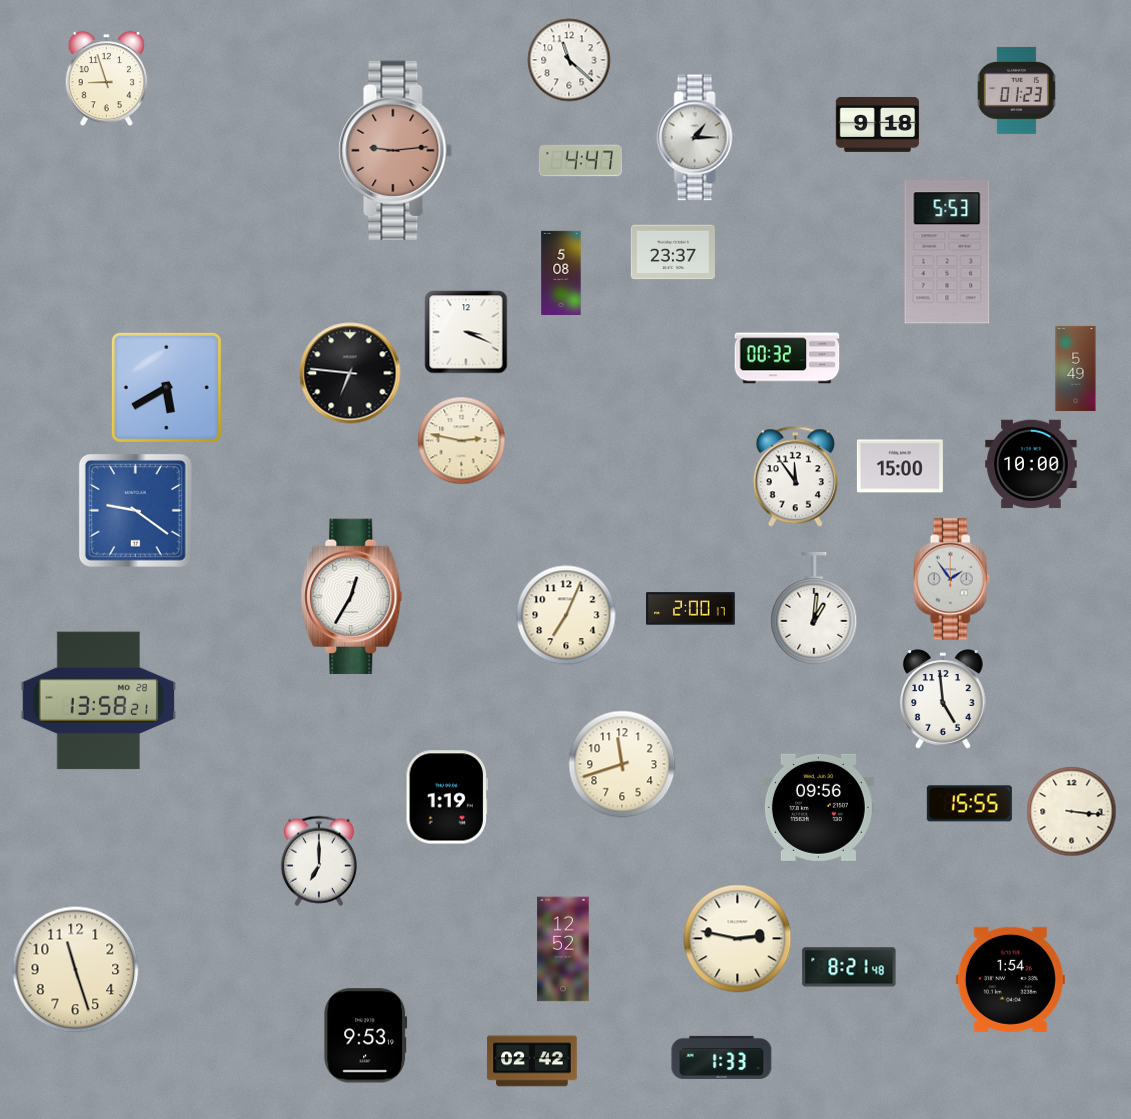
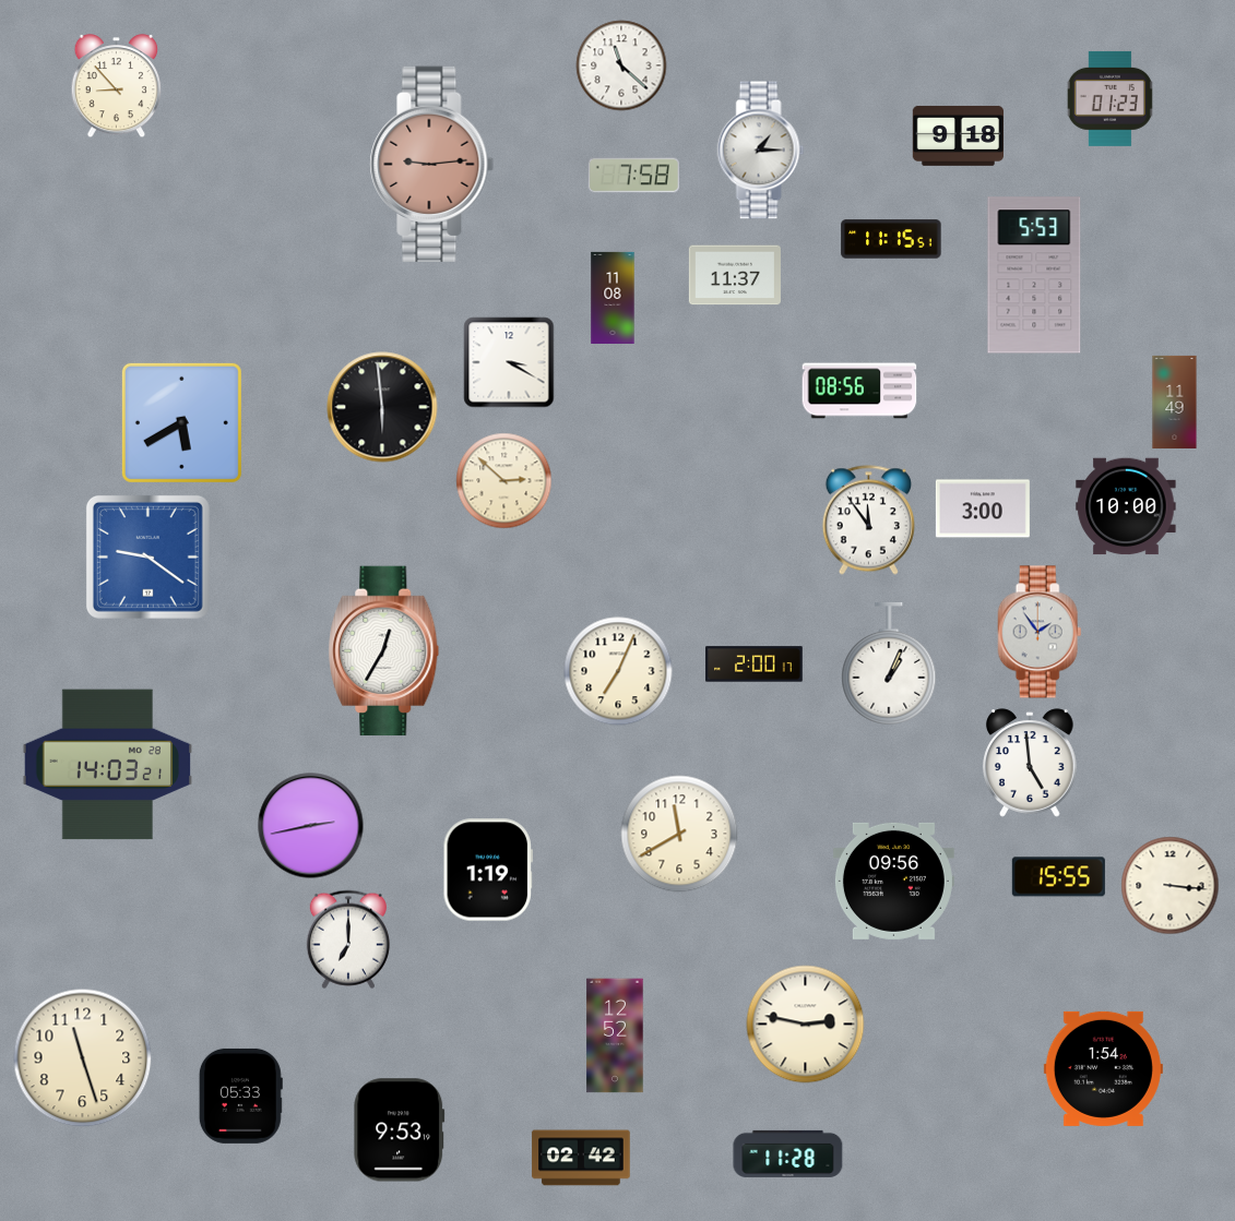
clock at (107, 79): 8:57 -> 8:53
clock at (580, 161): 4:47 -> 7:58
clock at (891, 239): none -> 11:15
clock at (673, 252): 23:37 -> 11:37
clock at (561, 272): 5:08 -> 11:08
clock at (466, 332): 3:19 -> 3:20
clock at (787, 358): 00:32 -> 08:56
clock at (1076, 368): 5:49 -> 11:49
clock at (350, 373): 6:46 -> 5:59
clock at (462, 441): 2:47 -> 2:52
clock at (900, 466): 15:00 -> 3:00
clock at (814, 608): 1:01 -> 1:04
clock at (99, 701): 13:58 -> 14:03
clock at (311, 826): none -> 2:43
clock at (622, 764): 11:42 -> 11:40
clock at (849, 967): 8:21 -> none
clock at (240, 1096): none -> 05:33
clock at (722, 1057): 1:33 -> 11:28
